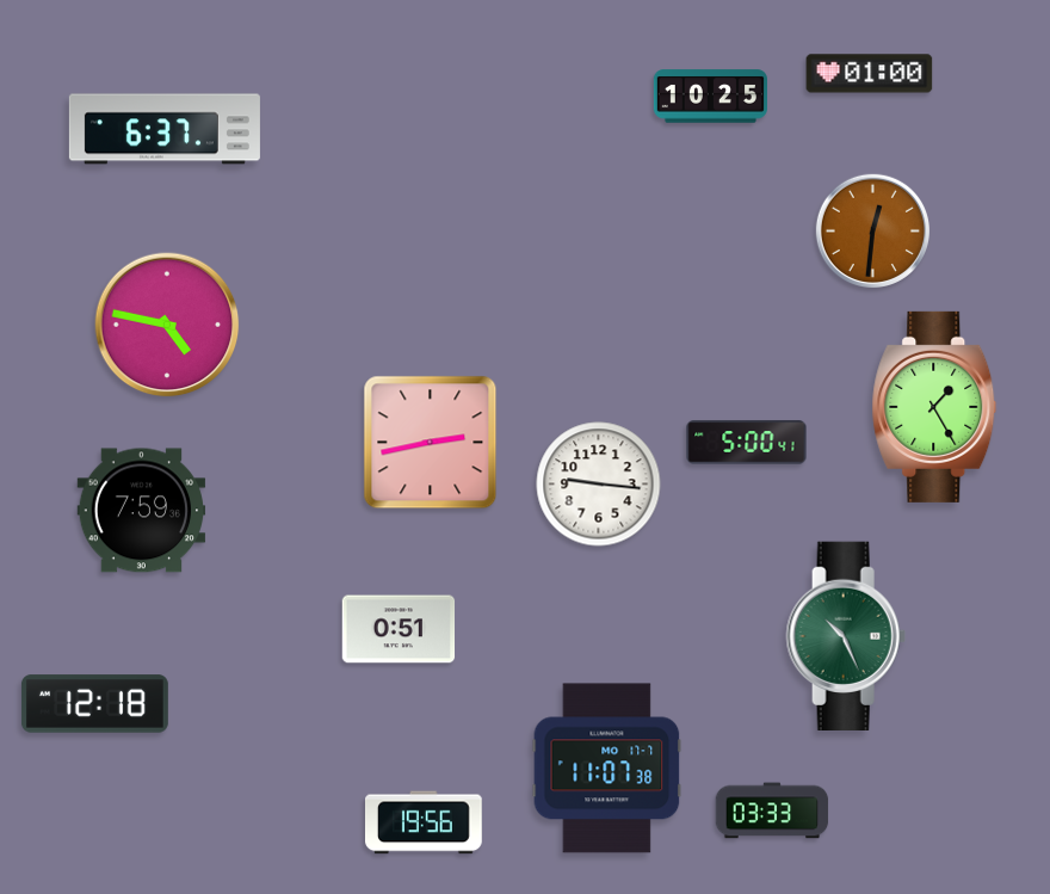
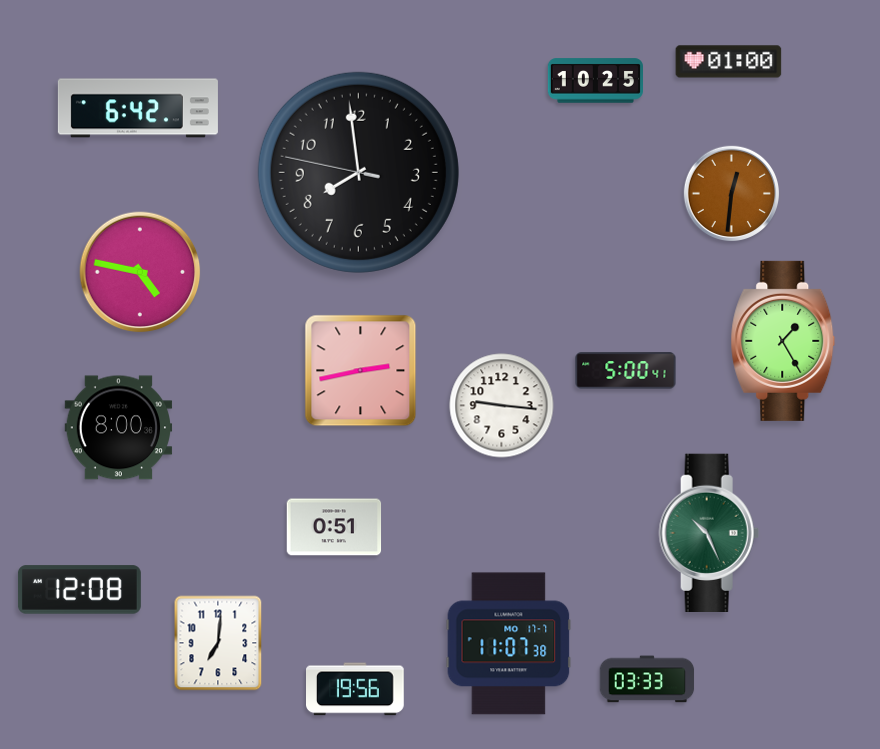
clock at (165, 129): 6:37 -> 6:42
clock at (358, 172): none -> 7:58
clock at (142, 511): 7:59 -> 8:00
clock at (94, 704): 12:18 -> 12:08
clock at (218, 643): none -> 7:01
